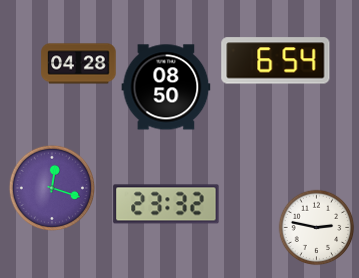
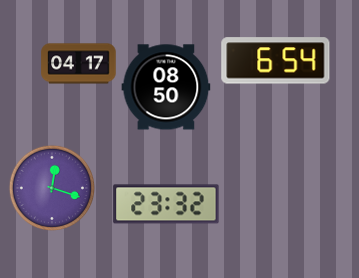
clock at (79, 64): 04:28 -> 04:17
clock at (317, 228): 2:47 -> none
